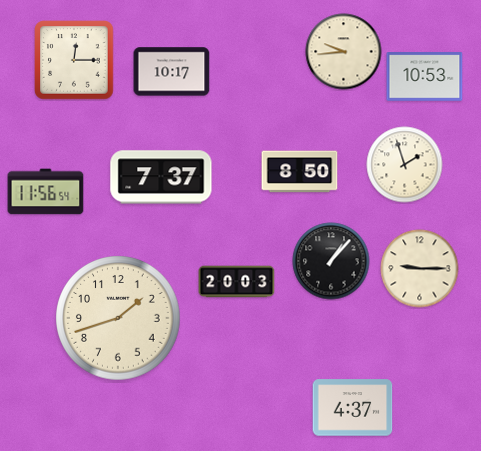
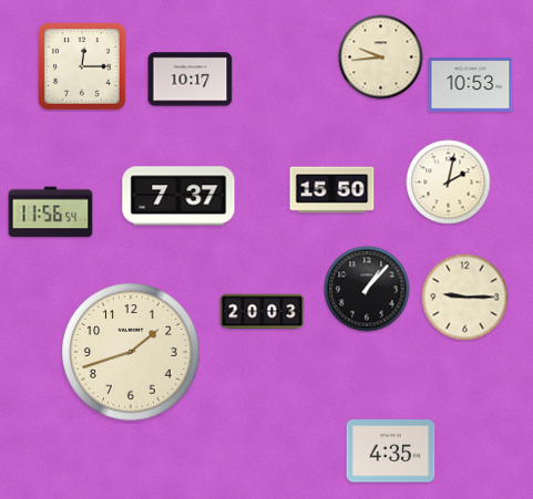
clock at (405, 165): 1:57 -> 2:02
clock at (300, 172): 8:50 -> 15:50
clock at (353, 408): 4:37 -> 4:35
